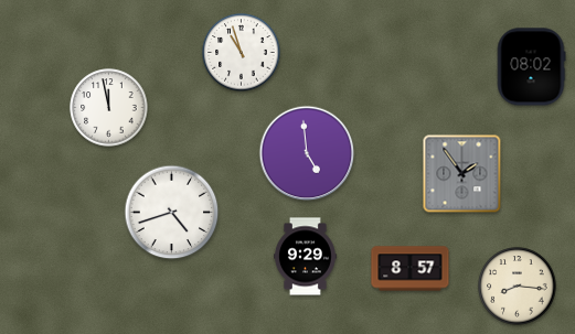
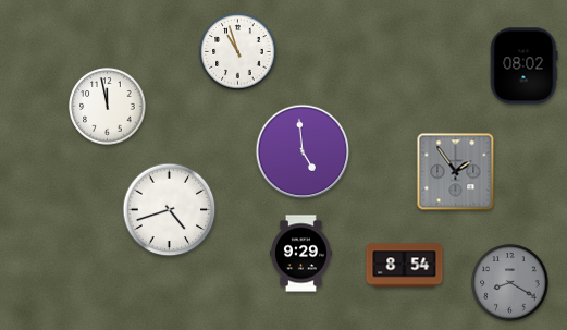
clock at (411, 269): 8:57 -> 8:54
clock at (518, 287): 8:16 -> 8:20
clock at (518, 287) dial: cream -> grey
